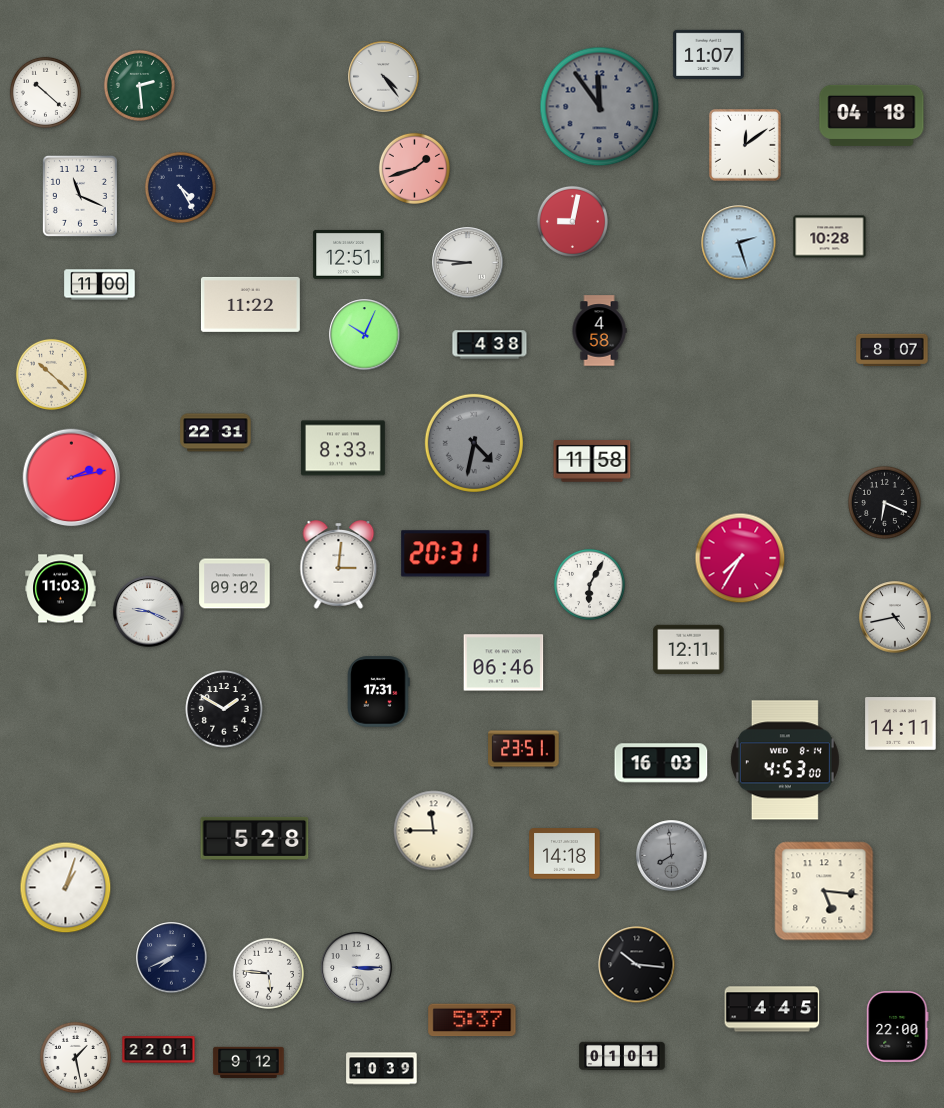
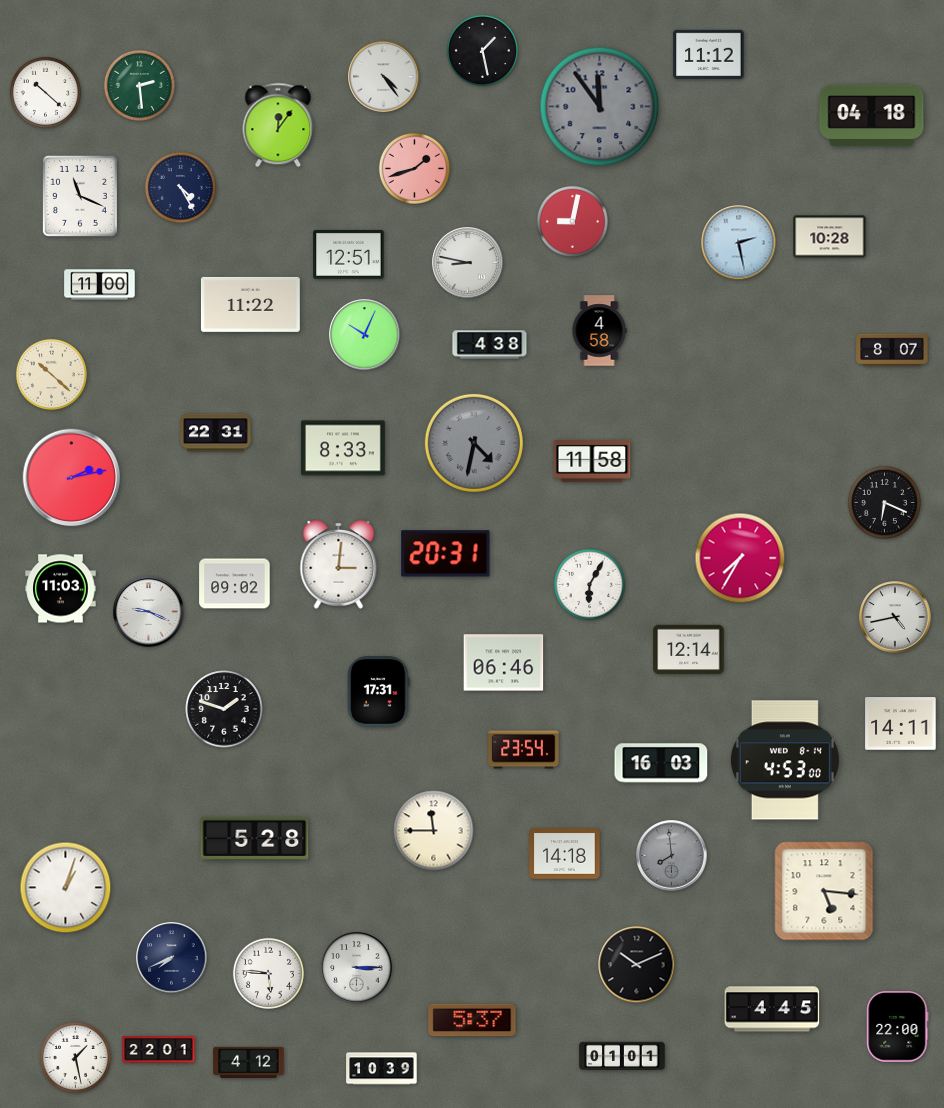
clock at (482, 50): none -> 1:28
clock at (709, 54): 11:07 -> 11:12
clock at (278, 125): none -> 12:06
clock at (745, 145): 12:09 -> none
clock at (739, 243): 2:27 -> 2:28
clock at (468, 263): 8:46 -> 8:47
clock at (689, 650): 12:11 -> 12:14
clock at (224, 709): 1:50 -> 1:48
clock at (524, 750): 23:51 -> 23:54
clock at (637, 965): 10:16 -> 10:11
clock at (249, 1062): 9:12 -> 4:12
